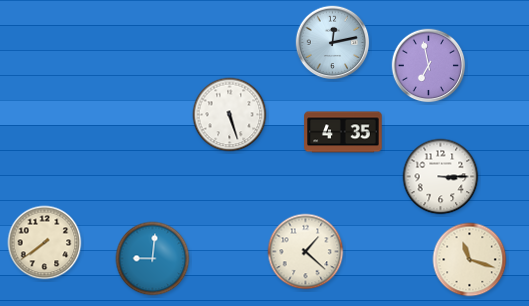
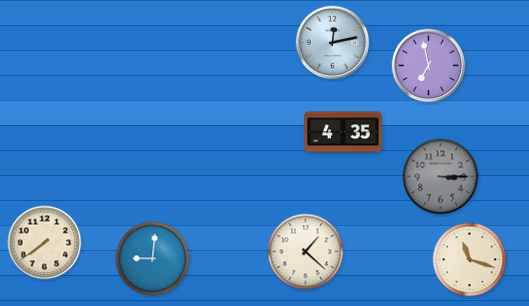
clock at (230, 115): 5:27 -> none
clock at (441, 177) dial: white -> grey
